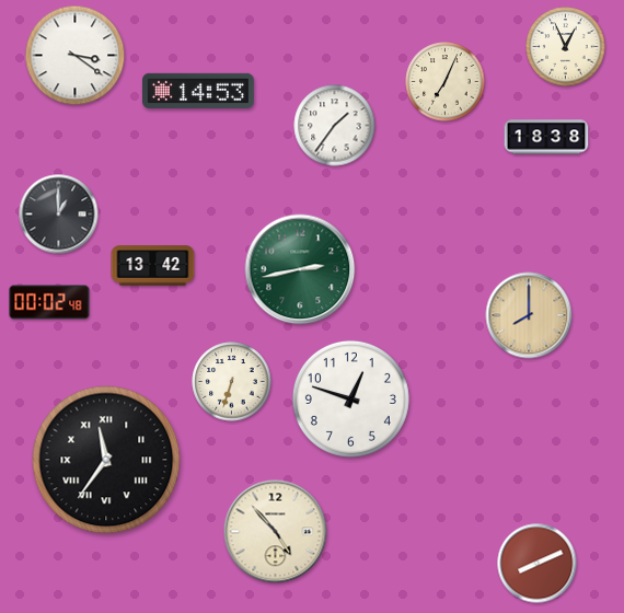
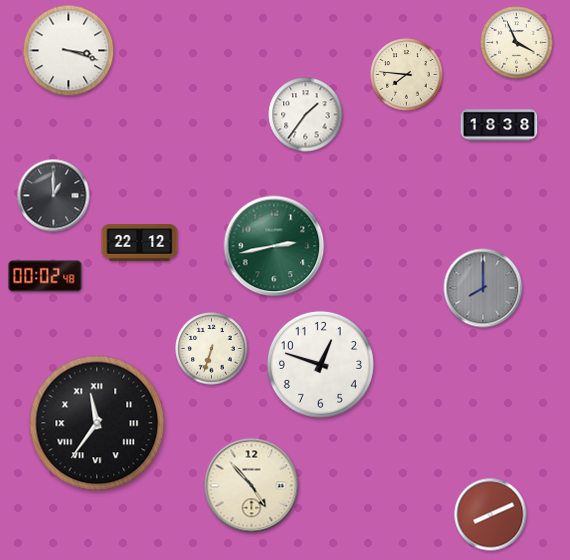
clock at (566, 47): 12:56 -> 3:56
clock at (76, 56): 3:21 -> 3:18
clock at (446, 82): 7:04 -> 7:46
clock at (199, 91): 14:53 -> none
clock at (153, 266): 13:42 -> 22:12
clock at (529, 315) dial: champagne -> grey
clock at (106, 460) position: (106, 460) -> (97, 423)
